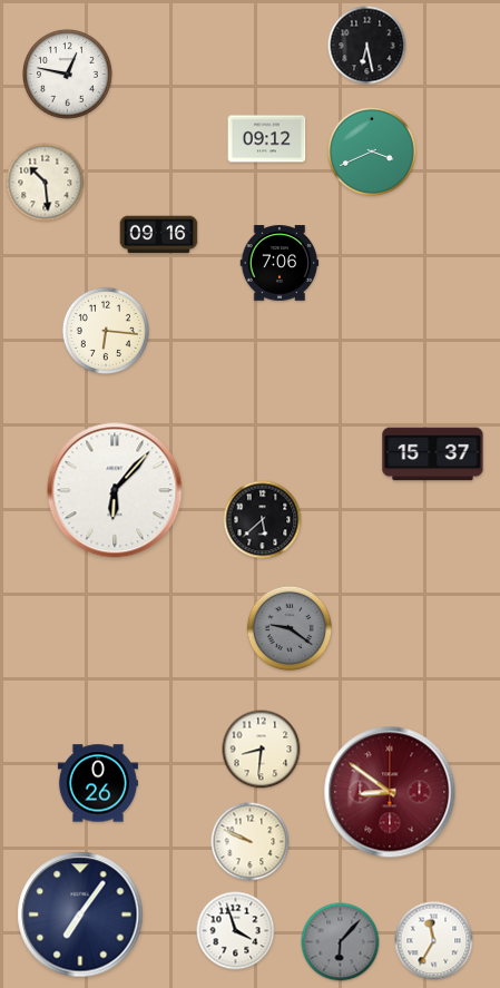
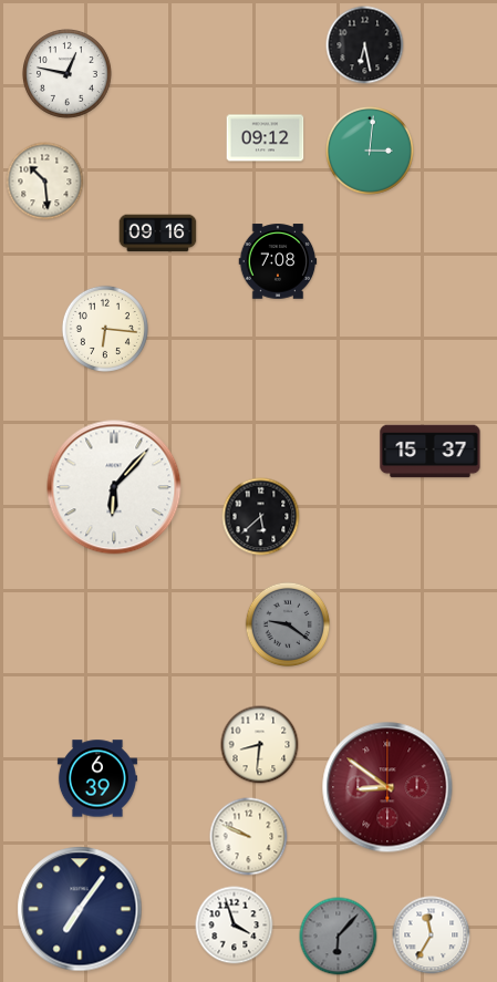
clock at (372, 151): 3:41 -> 3:01
clock at (280, 263): 7:06 -> 7:08
clock at (98, 783): 0:26 -> 6:39
